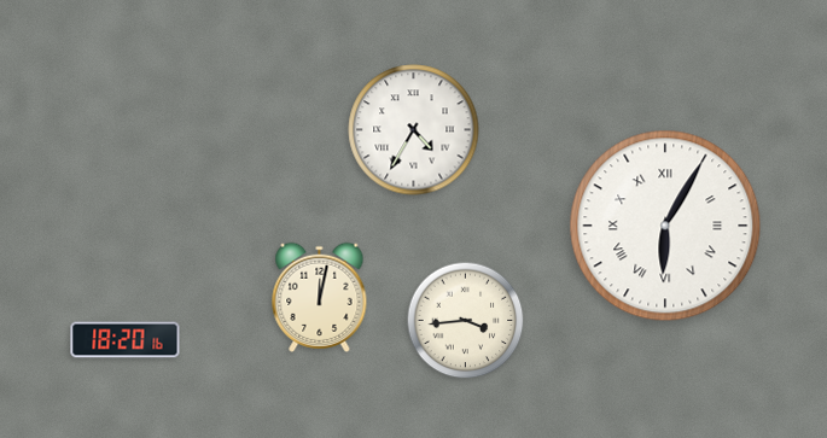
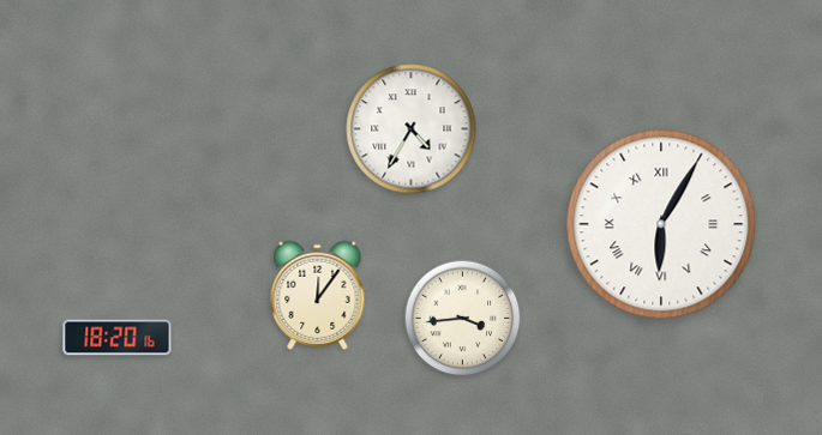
clock at (320, 297): 12:02 -> 12:06
clock at (126, 340) position: (126, 340) -> (118, 338)
